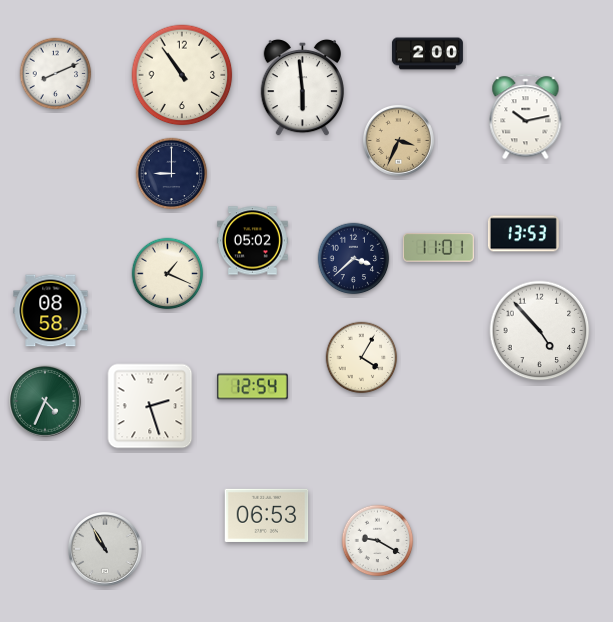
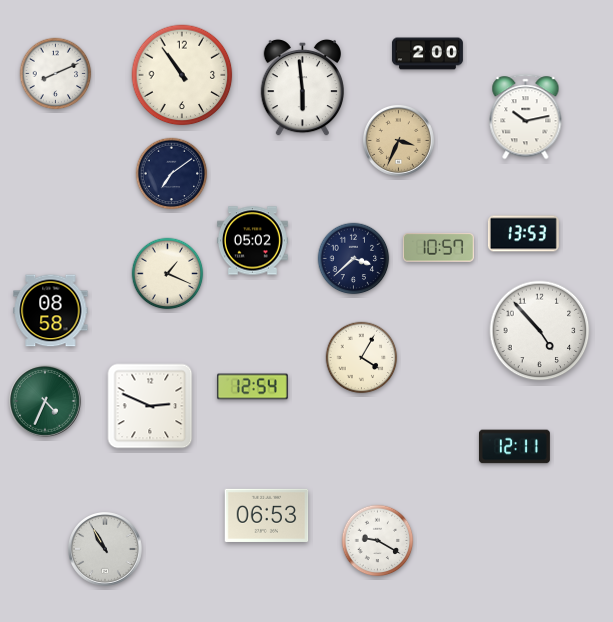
clock at (172, 174): 9:00 -> 7:09
clock at (438, 248): 11:01 -> 10:57
clock at (150, 406): 2:27 -> 2:49
clock at (514, 447): none -> 12:11
